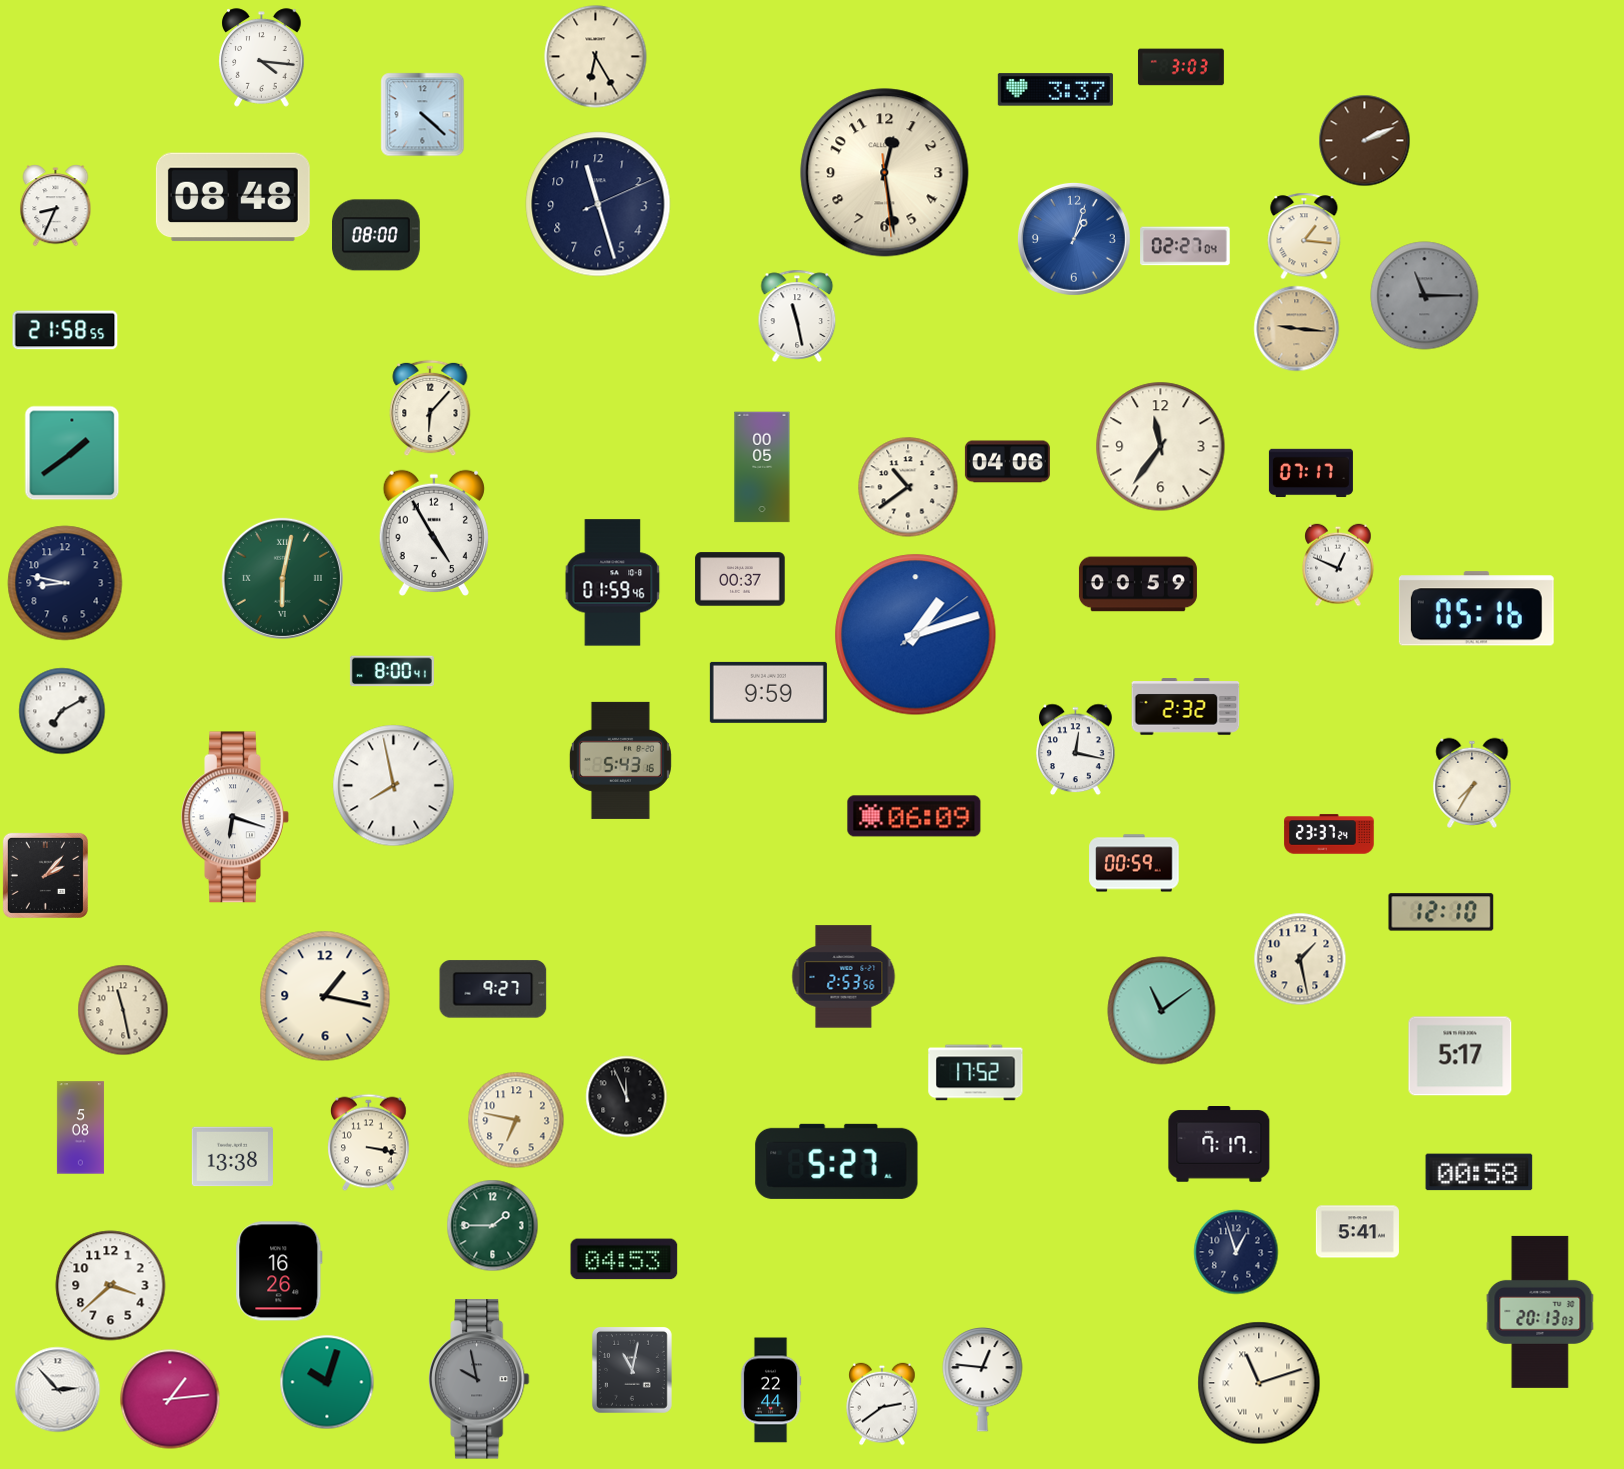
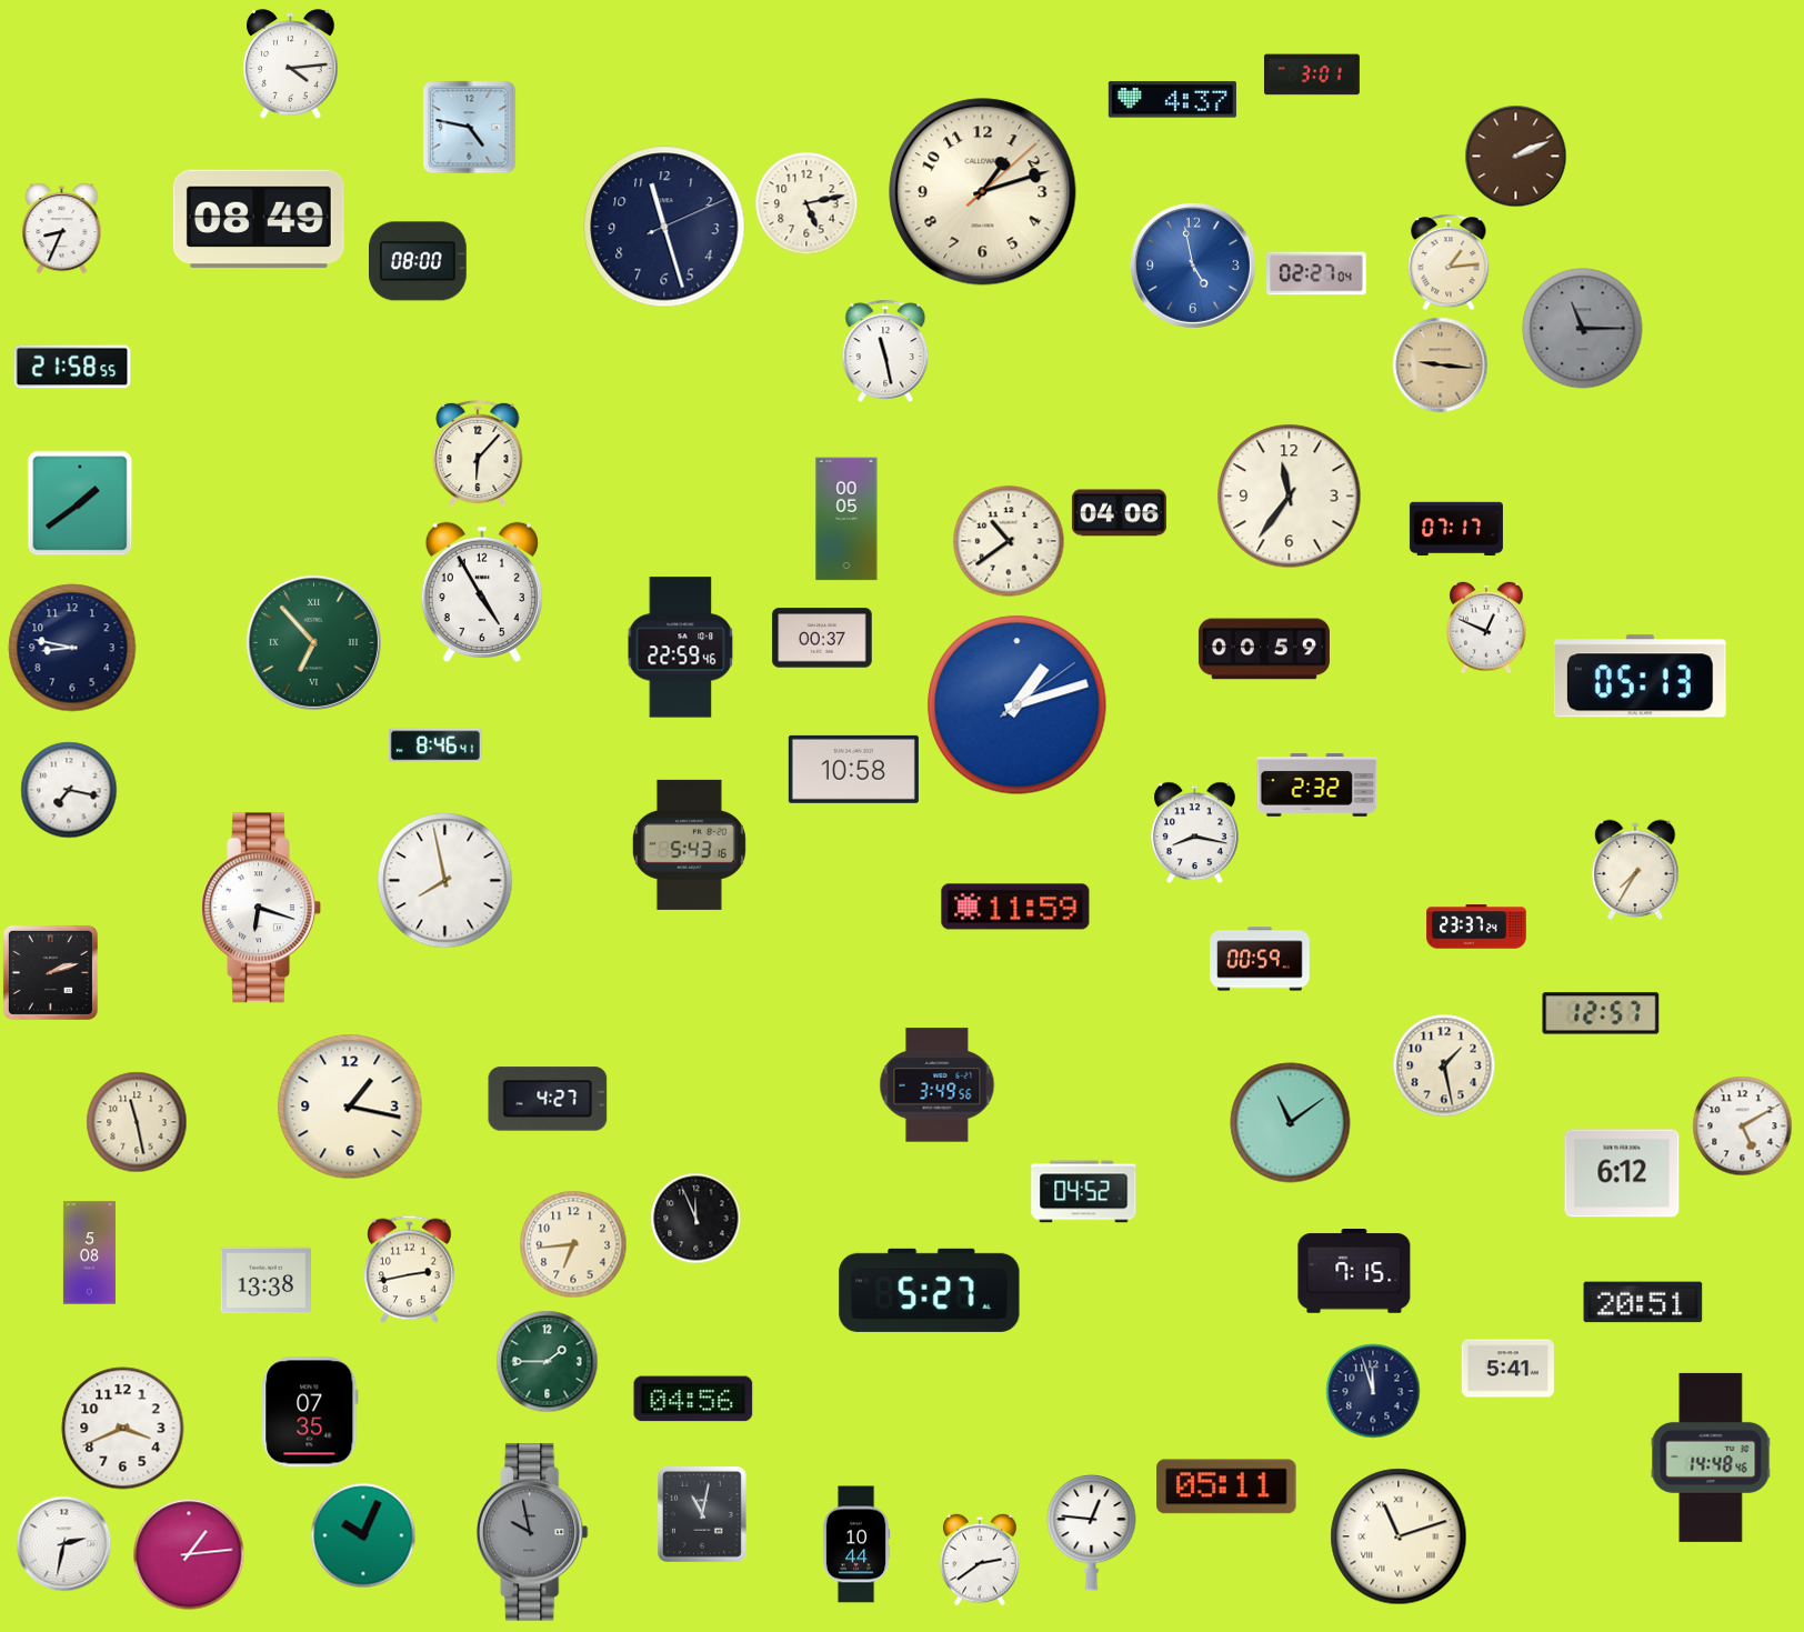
clock at (596, 57): 6:25 -> none
clock at (262, 58): 4:16 -> 4:14
clock at (1181, 67): 3:03 -> 3:01
clock at (1055, 90): 3:37 -> 4:37
clock at (423, 115): 4:22 -> 4:47
clock at (885, 173): 12:28 -> 1:12
clock at (806, 203): none -> 5:13
clock at (233, 197): 08:48 -> 08:49
clock at (1304, 236): 1:16 -> 1:14
clock at (1074, 239): 1:03 -> 4:58
clock at (1311, 473) position: (1311, 473) -> (1456, 529)
clock at (282, 578): 6:02 -> 6:53
clock at (740, 579) position: (740, 579) -> (822, 638)
clock at (613, 583): 01:59 -> 22:59
clock at (1476, 609): 05:16 -> 05:13
clock at (392, 671): 8:00 -> 8:46
clock at (768, 692): 9:59 -> 10:58
clock at (62, 711): 7:10 -> 7:17
clock at (1076, 750): 12:17 -> 8:17
clock at (394, 786) position: (394, 786) -> (445, 881)
clock at (914, 816): 06:09 -> 11:59
clock at (45, 875): 2:07 -> 2:12
clock at (1441, 912): 12:10 -> 12:57
clock at (844, 977): 2:53 -> 3:49
clock at (493, 989): 9:27 -> 4:27
clock at (325, 996) position: (325, 996) -> (350, 1107)
clock at (1743, 1127): none -> 5:10
clock at (1460, 1056): 5:17 -> 6:12
clock at (976, 1073): 17:52 -> 04:52
clock at (516, 1120): 6:47 -> 6:44
clock at (369, 1143): 3:17 -> 2:43
clock at (1219, 1145): 7:17 -> 7:15
clock at (232, 1157) position: (232, 1157) -> (265, 1281)
clock at (1479, 1172): 00:58 -> 20:51
clock at (1236, 1252): 12:57 -> 11:57
clock at (624, 1259): 04:53 -> 04:56
clock at (279, 1271): 16:26 -> 07:35
clock at (111, 1286): 3:38 -> 3:41
clock at (1540, 1312): 20:13 -> 14:48
clock at (1226, 1486): none -> 05:11
clock at (632, 1371) position: (632, 1371) -> (702, 1515)
clock at (327, 1382): 10:03 -> 10:04
clock at (58, 1390): 2:53 -> 2:32
clock at (771, 1390): 22:44 -> 10:44
